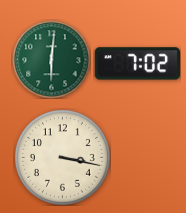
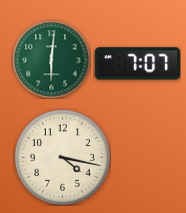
clock at (137, 64): 7:02 -> 7:07
clock at (62, 157): 3:17 -> 4:17
